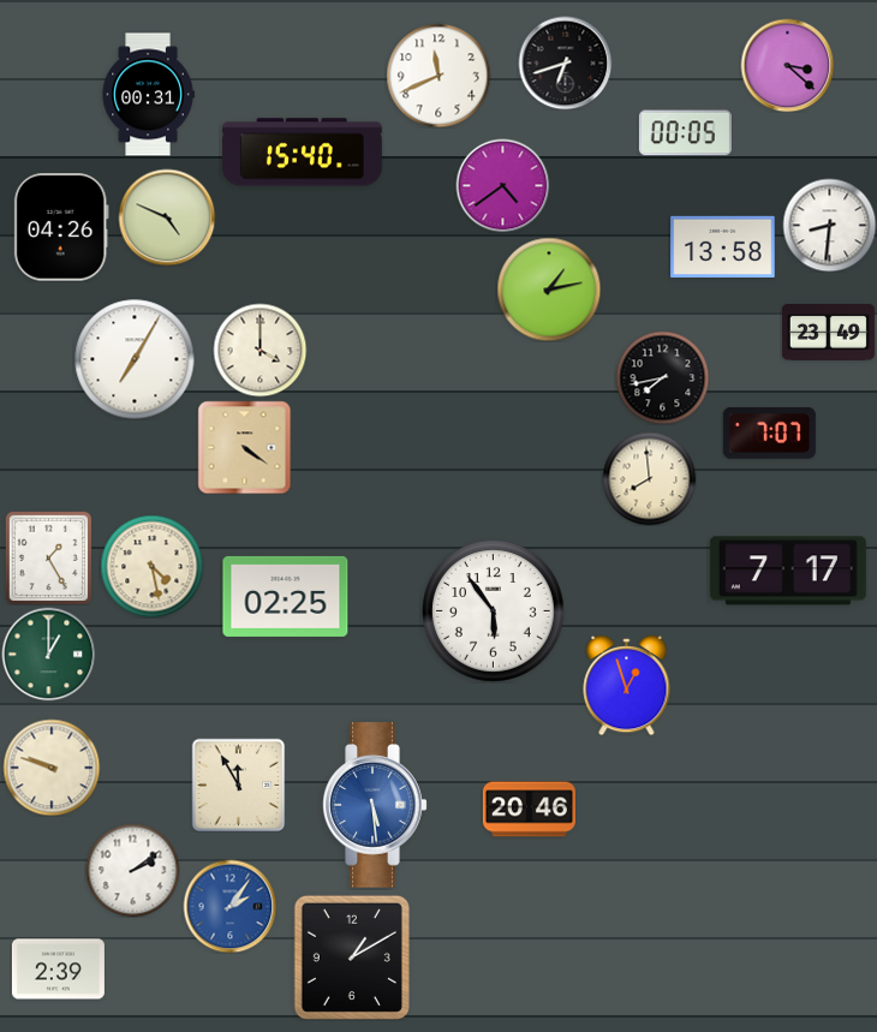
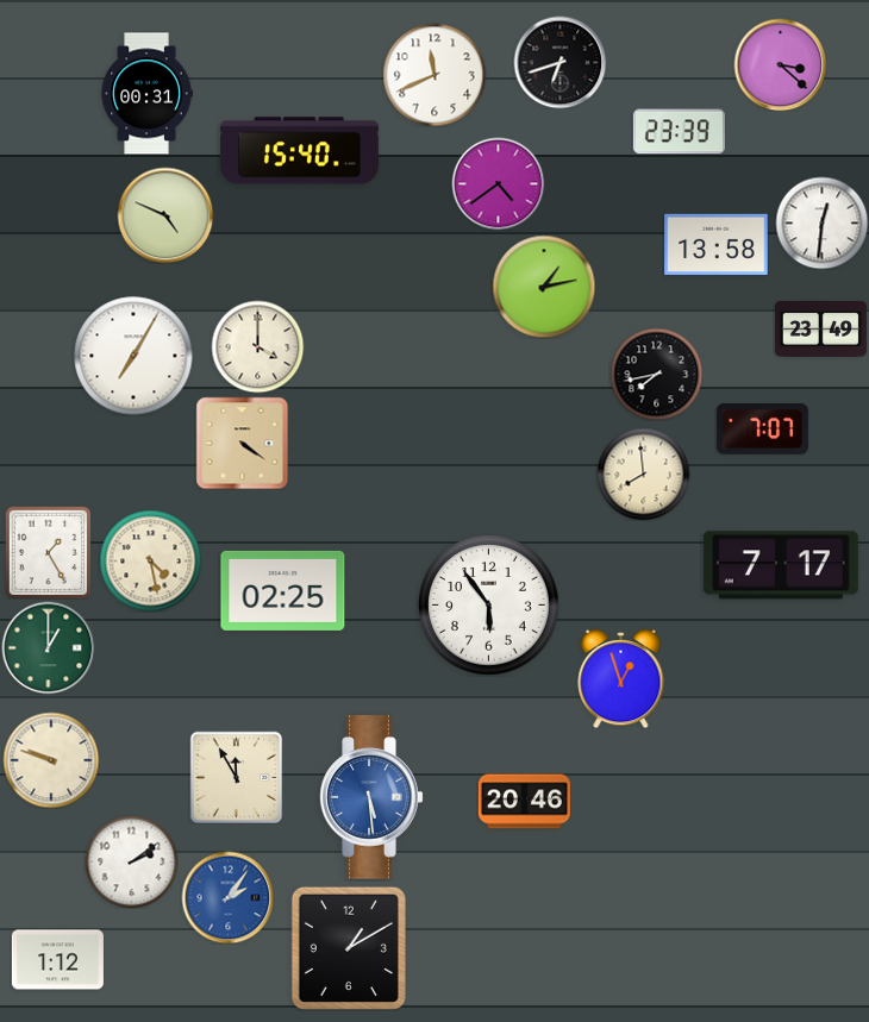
clock at (685, 133): 00:05 -> 23:39
clock at (829, 225): 8:31 -> 12:31
clock at (61, 227): 04:26 -> none
clock at (58, 970): 2:39 -> 1:12
